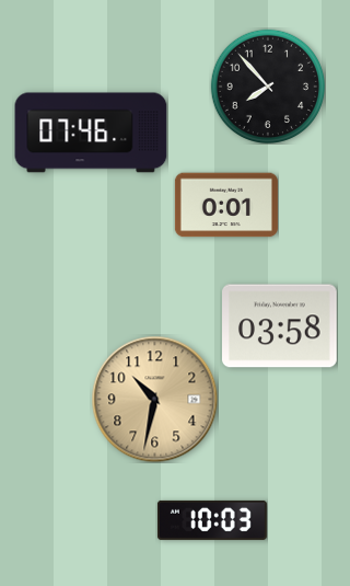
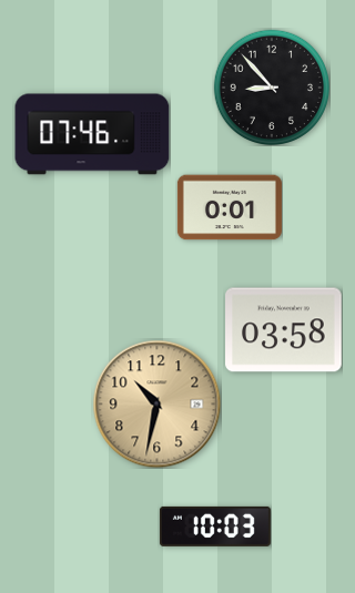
clock at (267, 85): 7:53 -> 8:53
